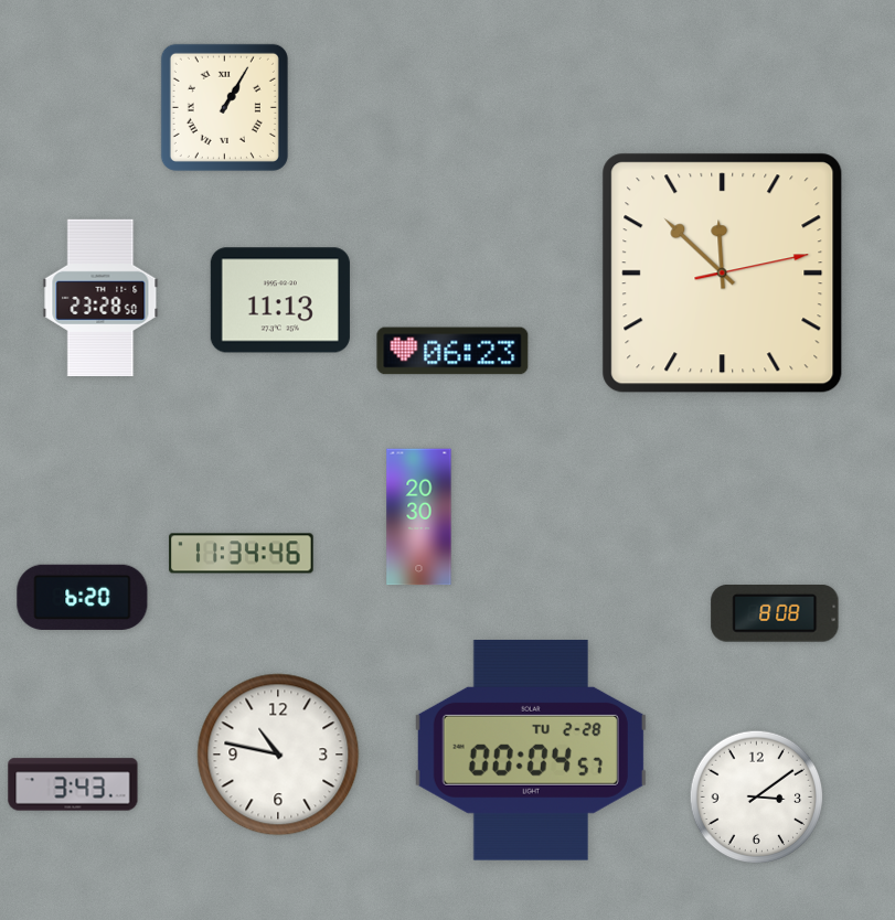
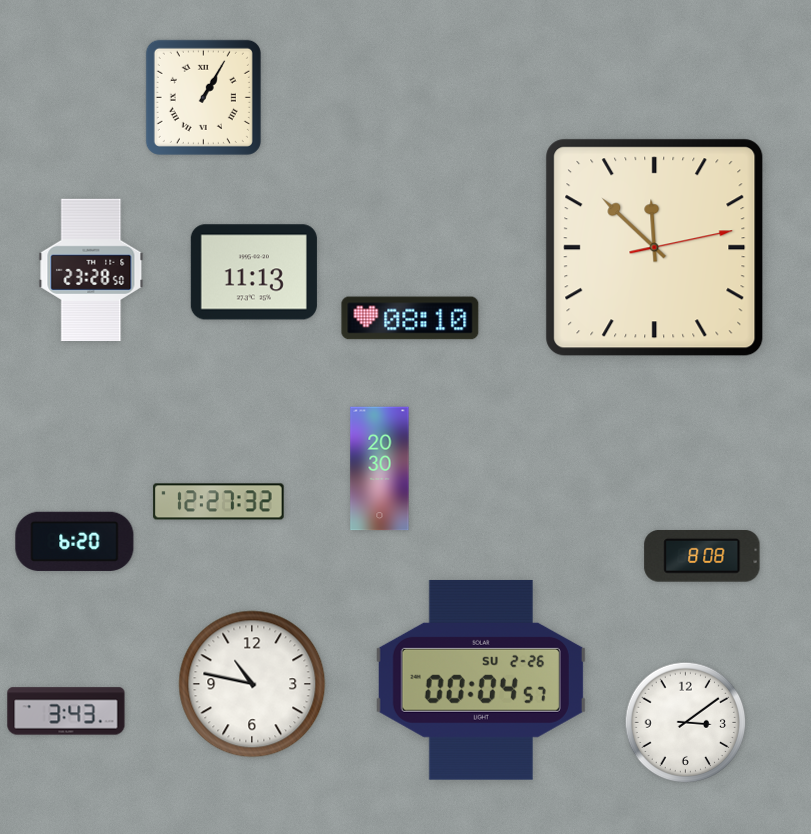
clock at (452, 351): 06:23 -> 08:10
clock at (242, 554): 11:34 -> 12:27
clock at (531, 750) date: TU 2-28 -> SU 2-26
